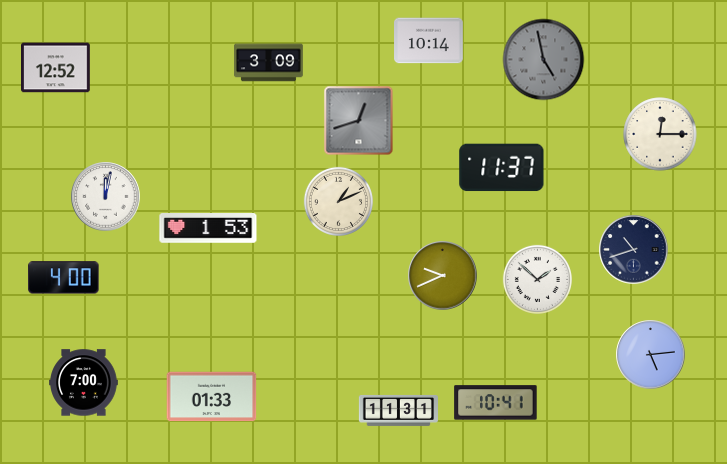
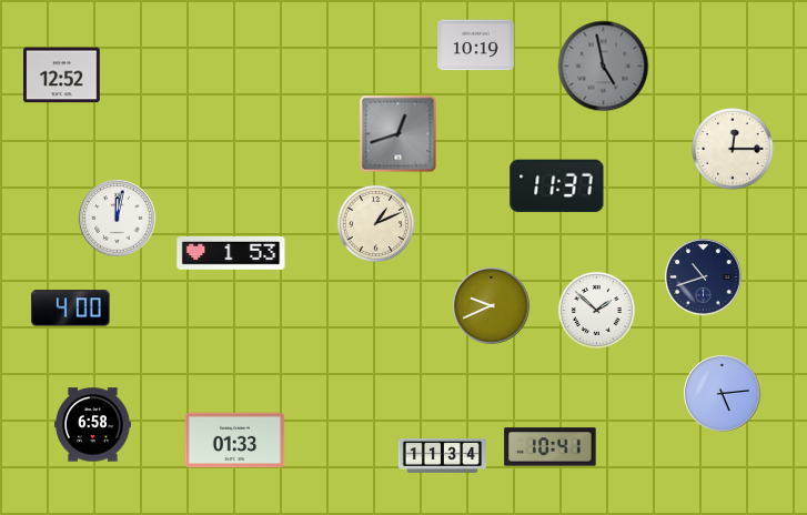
clock at (429, 41): 10:14 -> 10:19
clock at (269, 63): 3:09 -> none
clock at (84, 383): 7:00 -> 6:58
clock at (398, 410): 11:31 -> 11:34
